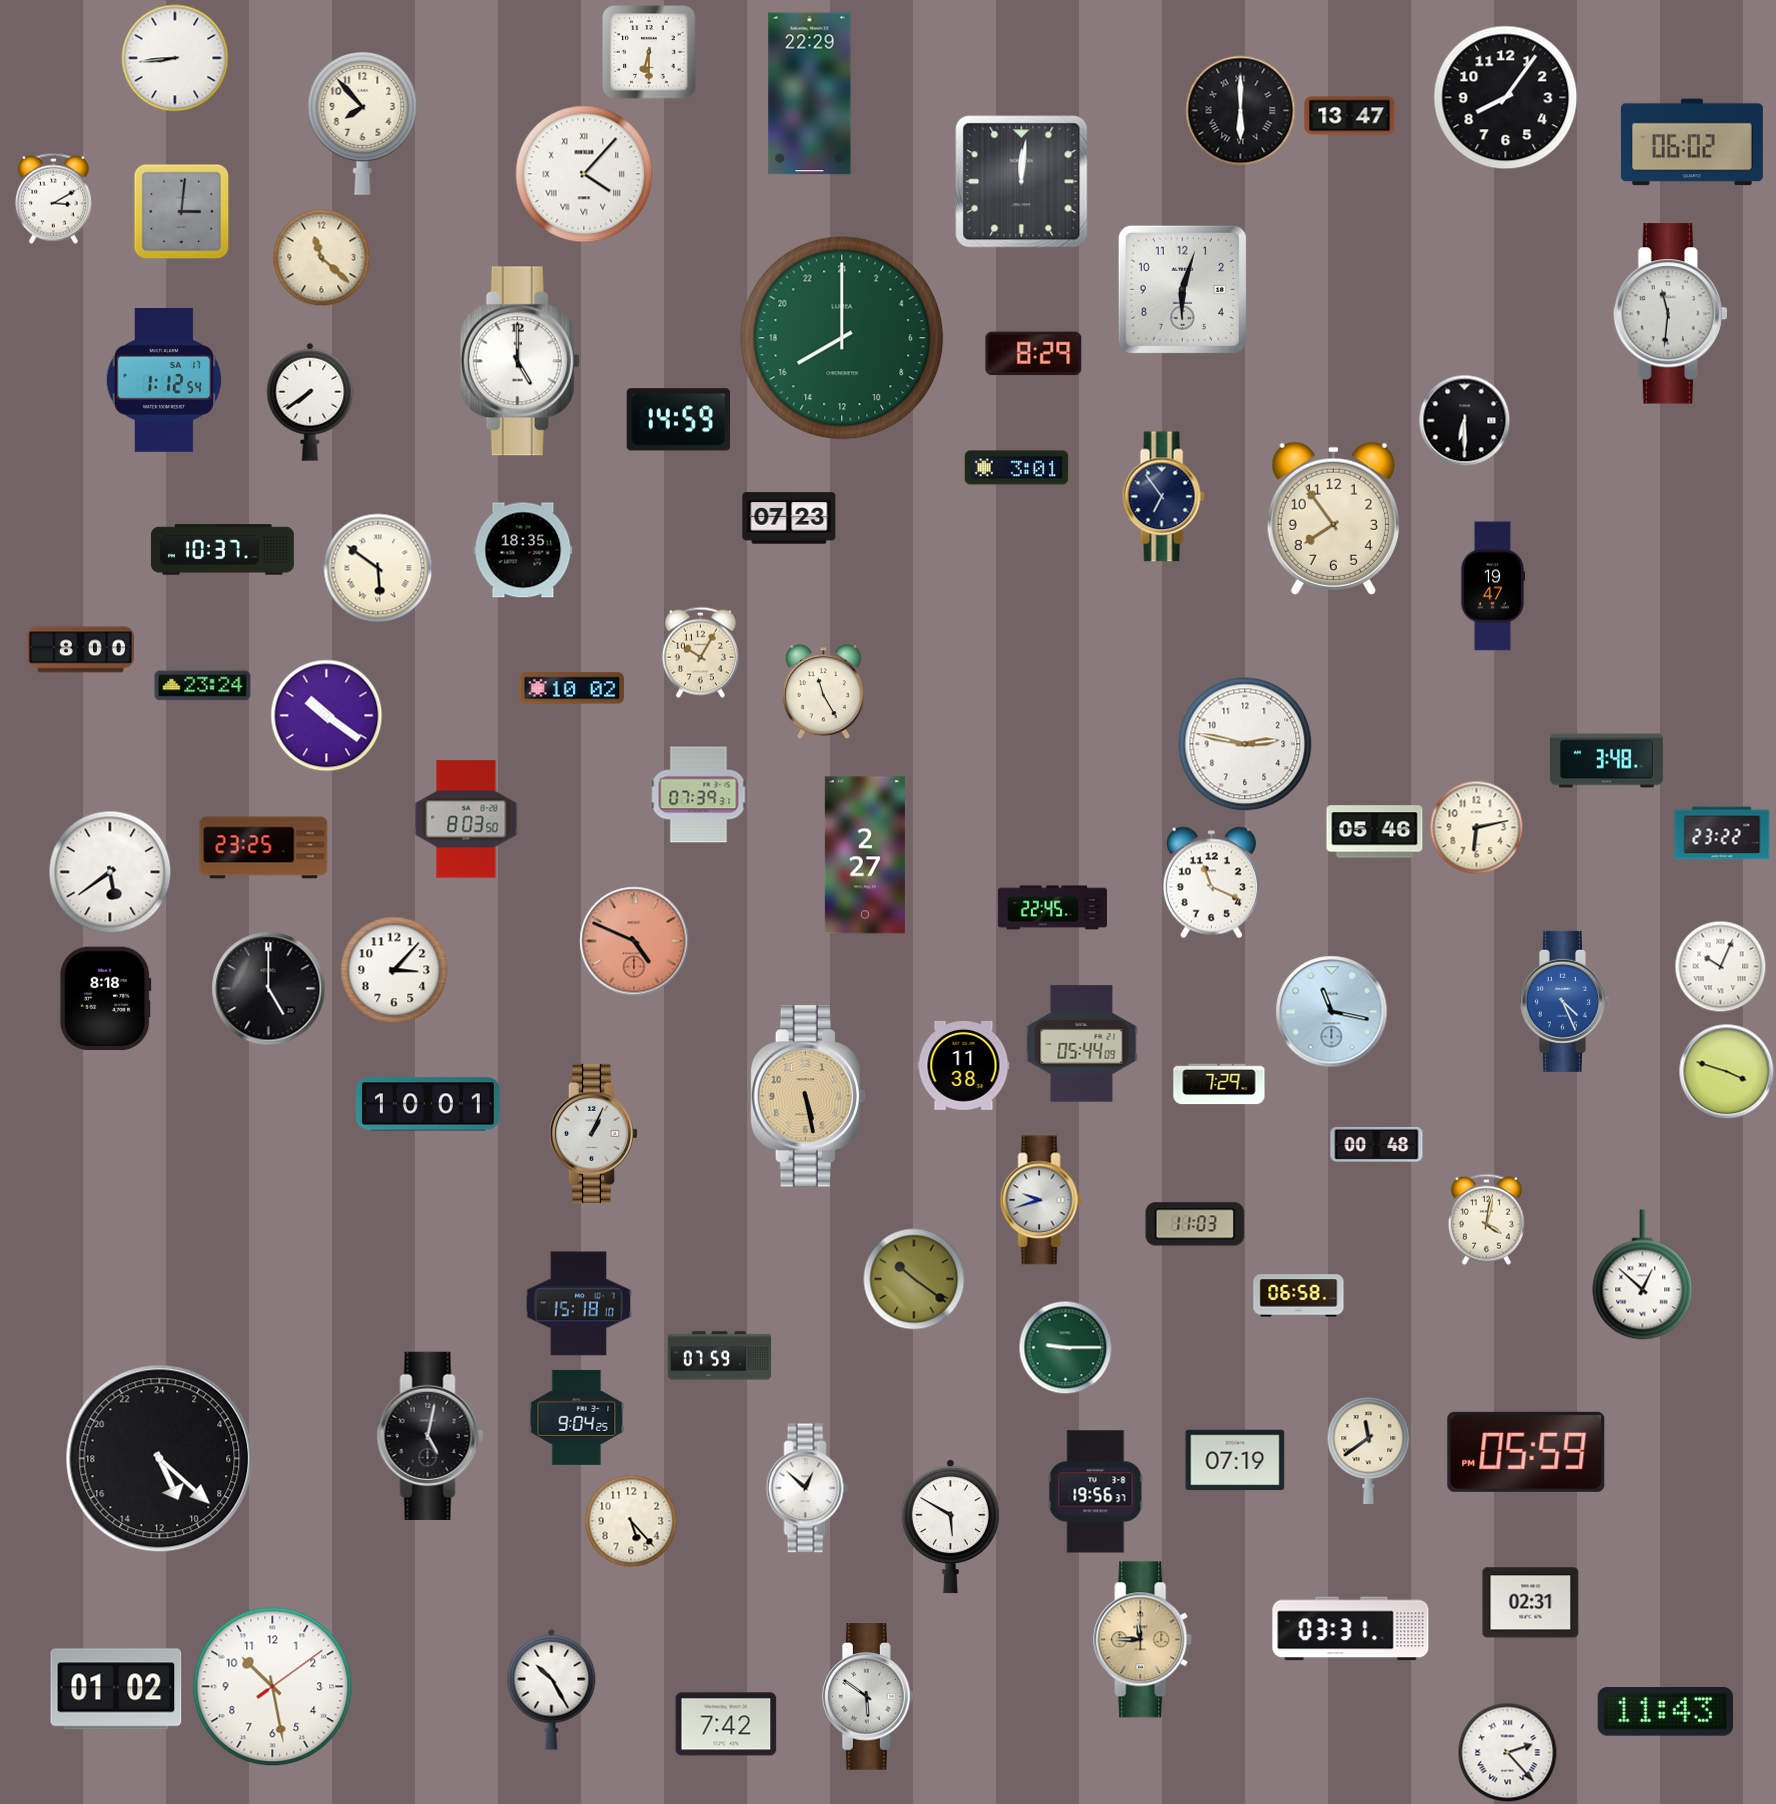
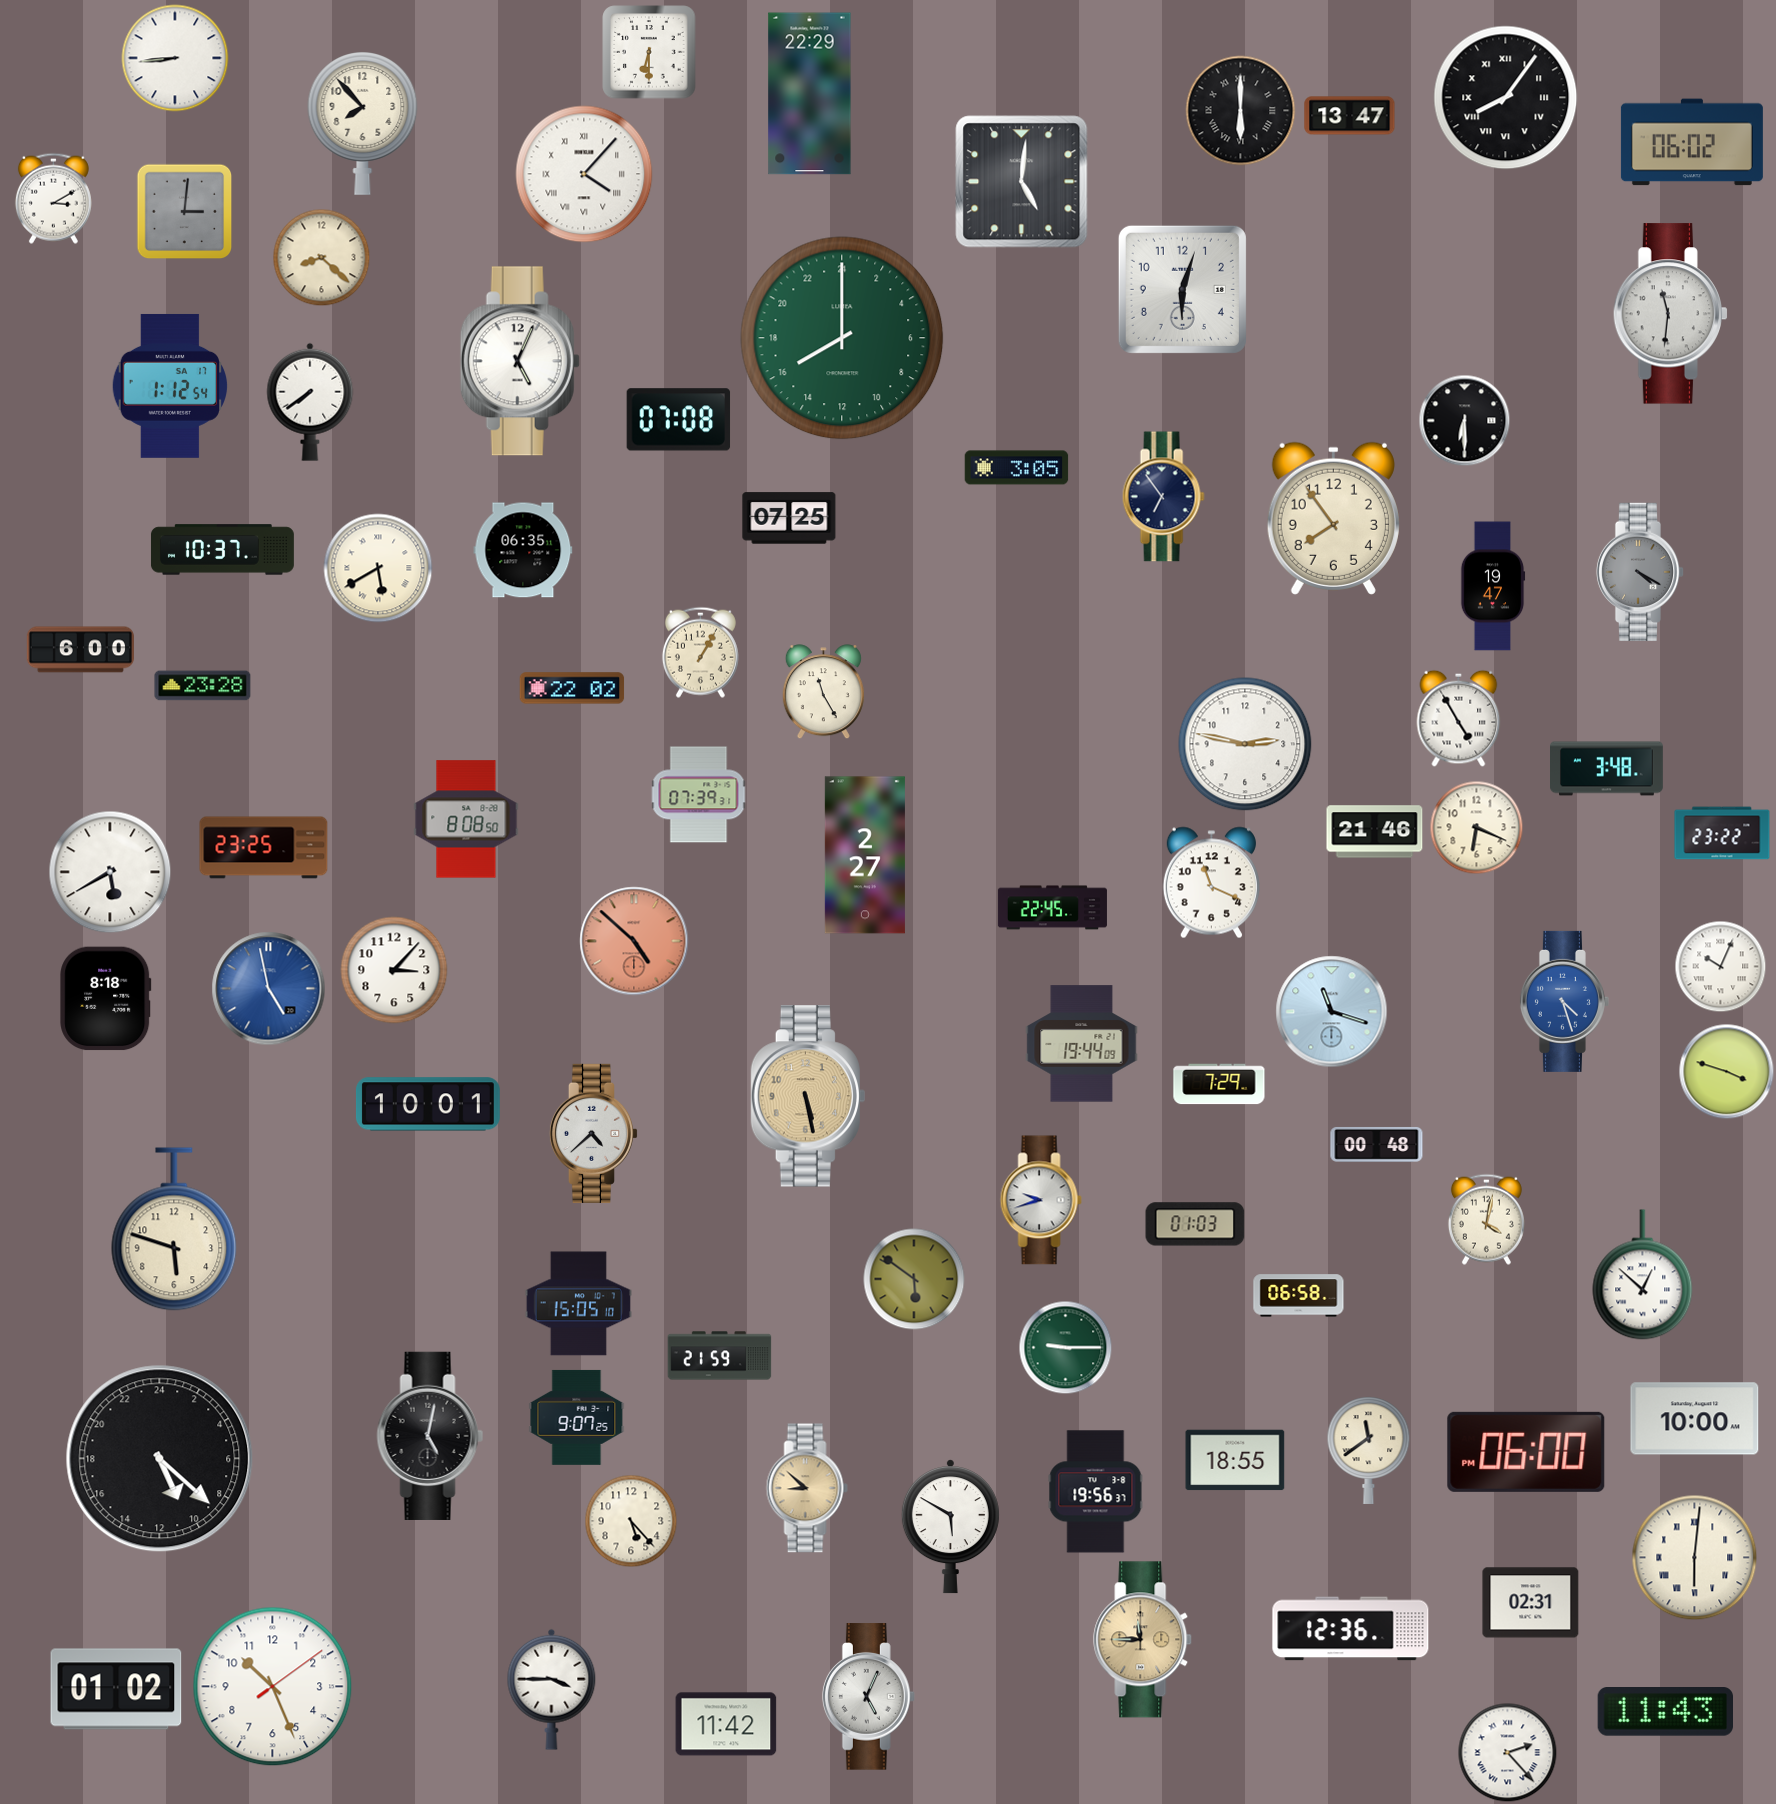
clock at (1506, 98) numerals: Arabic -> Roman
clock at (1022, 182): 12:01 -> 5:01
clock at (182, 212) position: (182, 212) -> (185, 212)
clock at (322, 258): 11:22 -> 8:22
clock at (1034, 354): 8:29 -> none
clock at (520, 361): 5:00 -> 5:04
clock at (164, 380) position: (164, 380) -> (170, 386)
clock at (679, 420): 14:59 -> 07:08
clock at (1017, 468): 3:01 -> 3:05
clock at (789, 518): 07:23 -> 07:25
clock at (523, 550): 18:35 -> 06:35
clock at (378, 568): 5:51 -> 5:40
clock at (1640, 572): none -> 4:20
clock at (80, 650): 8:00 -> 6:00
clock at (700, 652): 10:05 -> 1:05
clock at (203, 686): 23:24 -> 23:28
clock at (572, 688): 10:02 -> 22:02
clock at (327, 716): 10:21 -> none
clock at (1459, 718): none -> 4:55
clock at (1607, 761) position: (1607, 761) -> (1607, 769)
clock at (466, 819): 8:03 -> 8:08
clock at (1477, 828): 6:13 -> 6:19
clock at (1375, 832): 05:46 -> 21:46
clock at (110, 872): 5:39 -> 5:40
clock at (634, 941): 4:49 -> 4:52
clock at (269, 989): 5:00 -> 4:58
clock at (269, 989) dial: black -> blue
clock at (1564, 1001): 4:26 -> 4:27
clock at (1332, 1012): 11:17 -> 11:18
clock at (1082, 1044): 05:44 -> 19:44
clock at (964, 1065): 11:38 -> none
clock at (593, 1133): 1:04 -> 4:38
clock at (1195, 1224): 11:03 -> 01:03
clock at (174, 1229): none -> 5:48
clock at (914, 1279): 10:21 -> 5:51
clock at (578, 1304): 15:18 -> 15:05
clock at (720, 1356): 07:59 -> 21:59
clock at (577, 1417): 9:04 -> 9:07
clock at (1695, 1419): none -> 10:00
clock at (1526, 1452): 05:59 -> 06:00
clock at (1235, 1460): 07:19 -> 18:55
clock at (807, 1488): 12:52 -> 8:52
clock at (807, 1488) dial: white -> champagne
clock at (1695, 1558): none -> 6:01
clock at (1351, 1629): 03:31 -> 12:36
clock at (273, 1687): 10:28 -> 10:26
clock at (552, 1689): 10:25 -> 3:45
clock at (868, 1697): 5:51 -> 5:04
clock at (726, 1724): 7:42 -> 11:42
